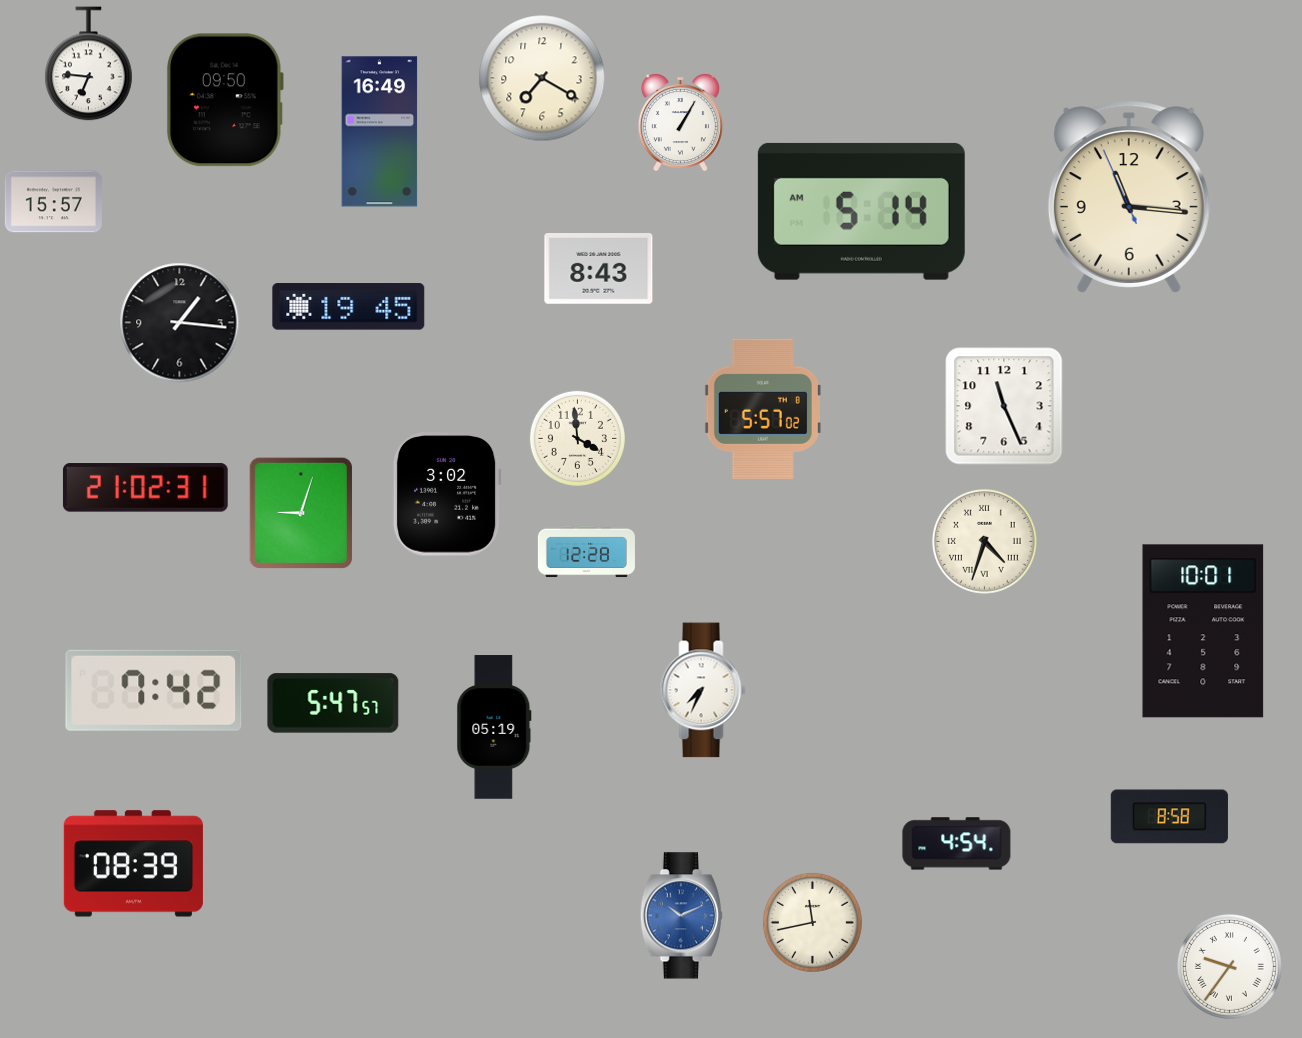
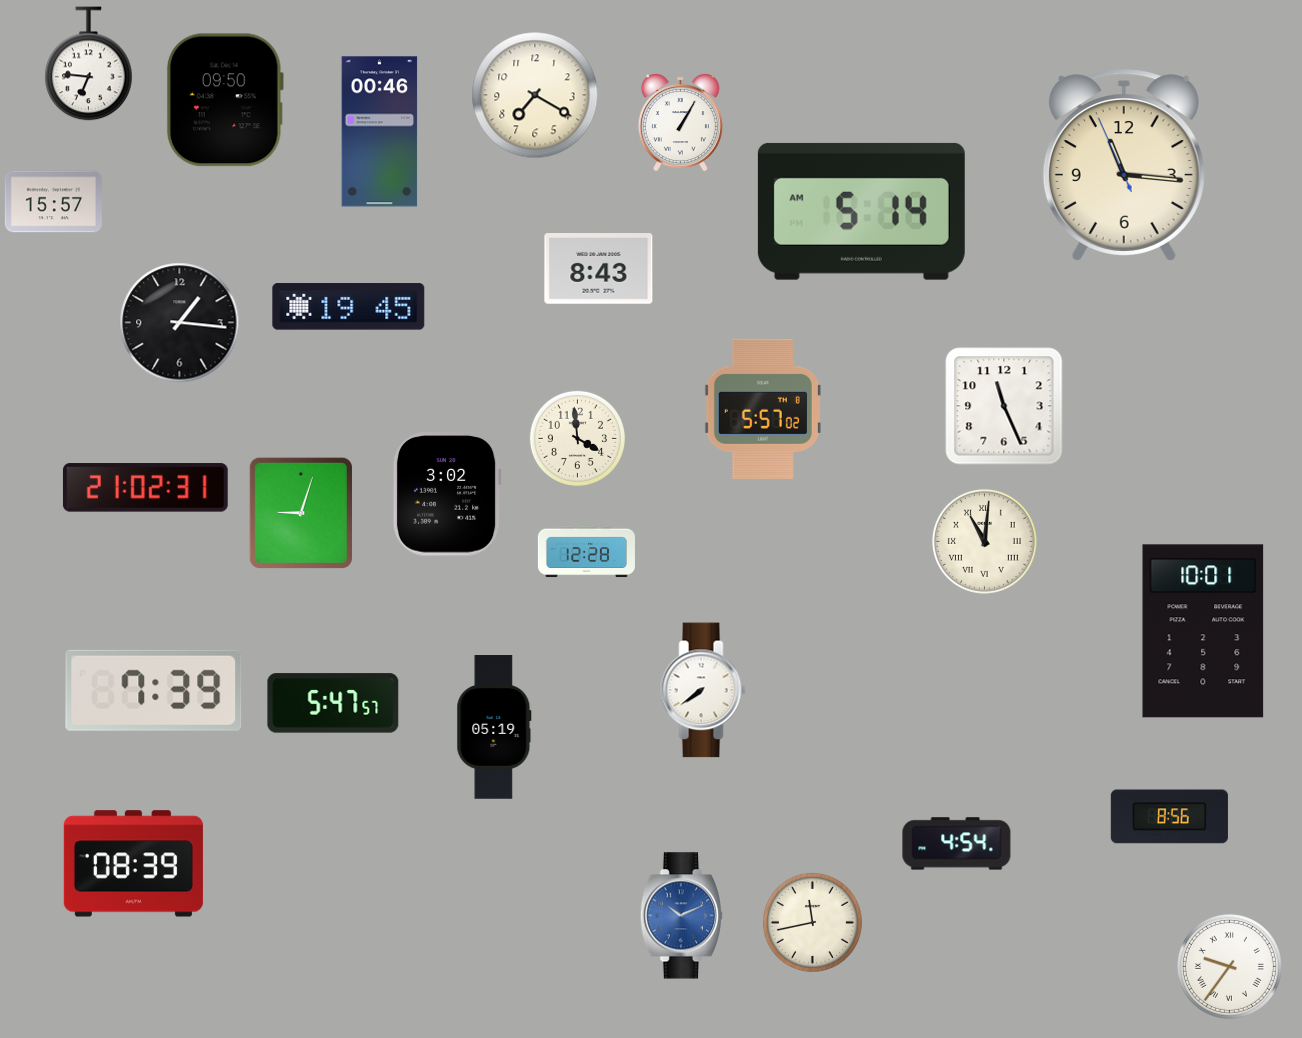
clock at (542, 78) position: (542, 78) -> (535, 95)
clock at (380, 132): 16:49 -> 00:46
clock at (1129, 197) position: (1129, 197) -> (1124, 165)
clock at (984, 541): 4:33 -> 11:01
clock at (154, 690): 7:42 -> 7:39
clock at (703, 690): 7:34 -> 7:39
clock at (1169, 817): 8:58 -> 8:56
